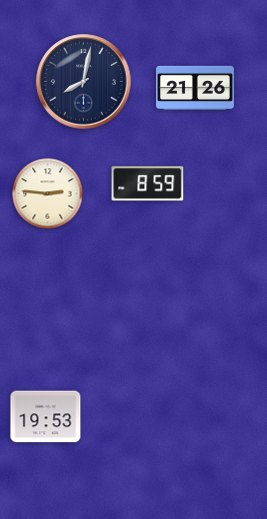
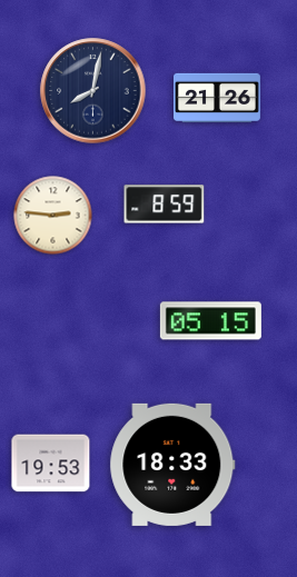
clock at (210, 321): none -> 05:15
clock at (172, 465): none -> 18:33
